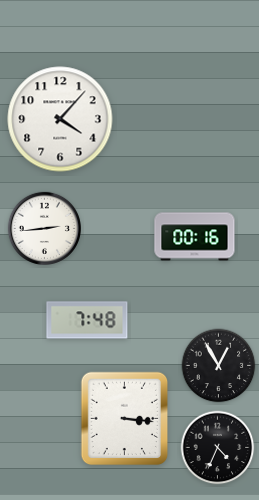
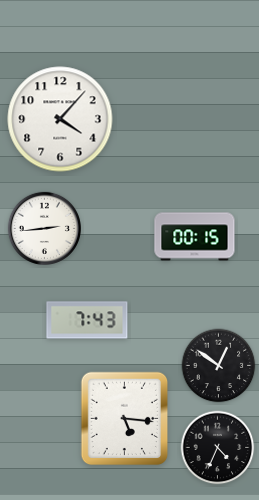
clock at (195, 237): 00:16 -> 00:15
clock at (87, 320): 7:48 -> 7:43
clock at (219, 366): 12:55 -> 12:51
clock at (125, 419): 3:16 -> 5:16
